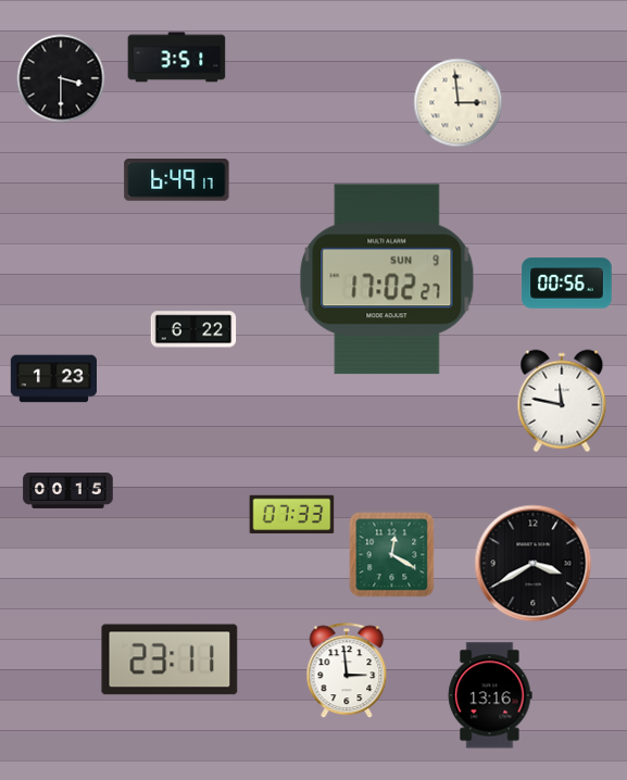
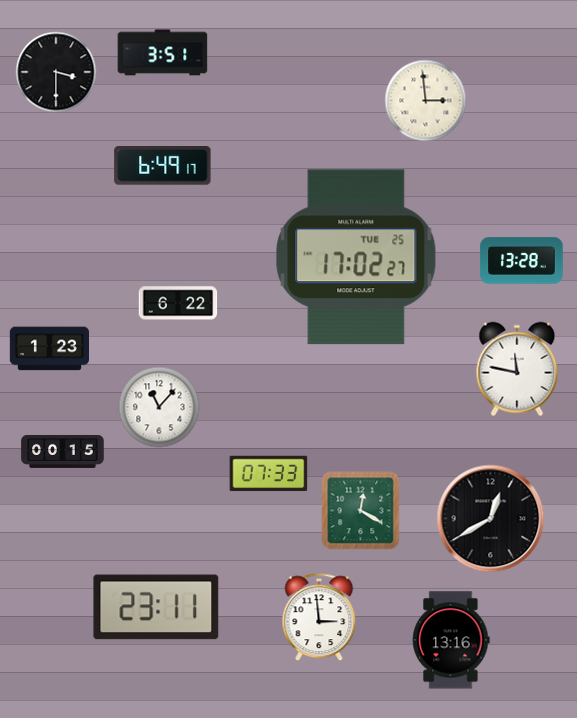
clock at (459, 103) position: (459, 103) -> (426, 101)
clock at (387, 279) date: SUN 9 -> TUE 25
clock at (567, 284): 00:56 -> 13:28
clock at (159, 407): none -> 11:07
clock at (534, 564): 3:40 -> 12:40
